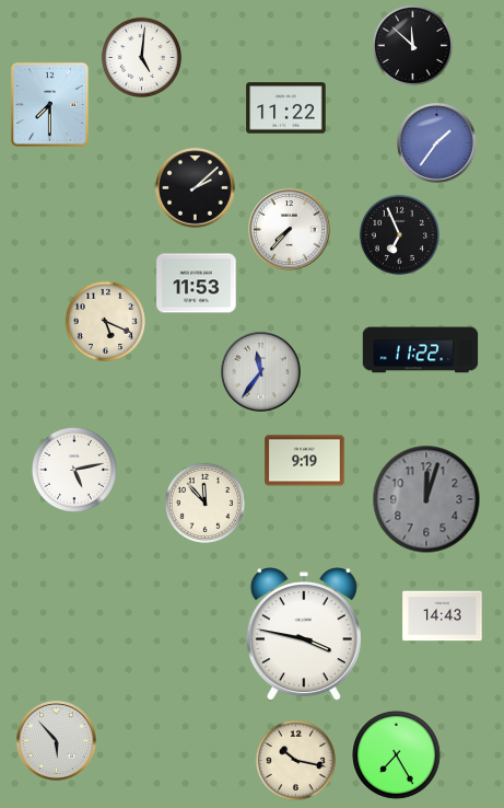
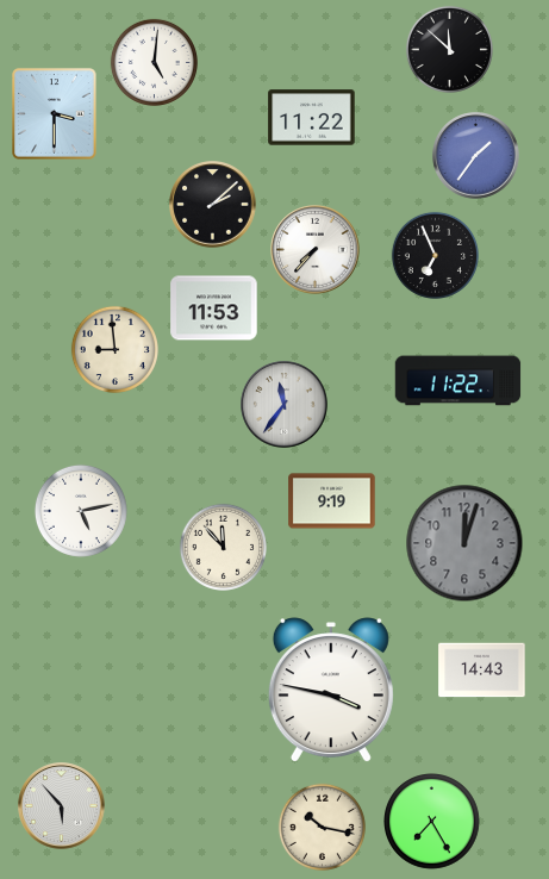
clock at (50, 105): 7:30 -> 3:30
clock at (105, 321): 5:19 -> 8:59
